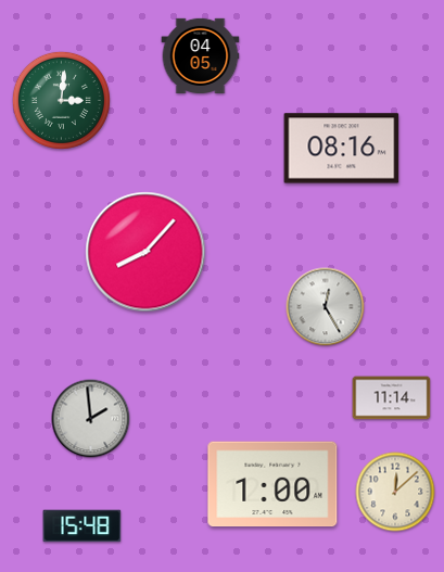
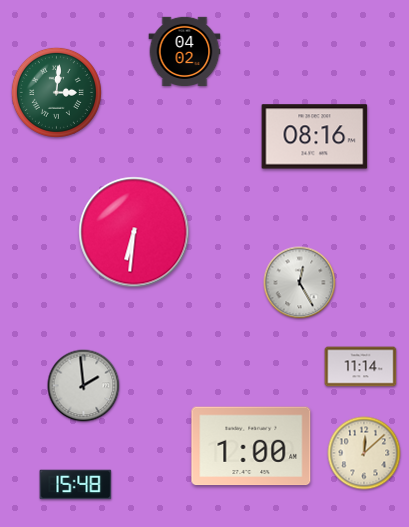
clock at (201, 55): 04:05 -> 04:02
clock at (145, 252): 8:07 -> 6:31
